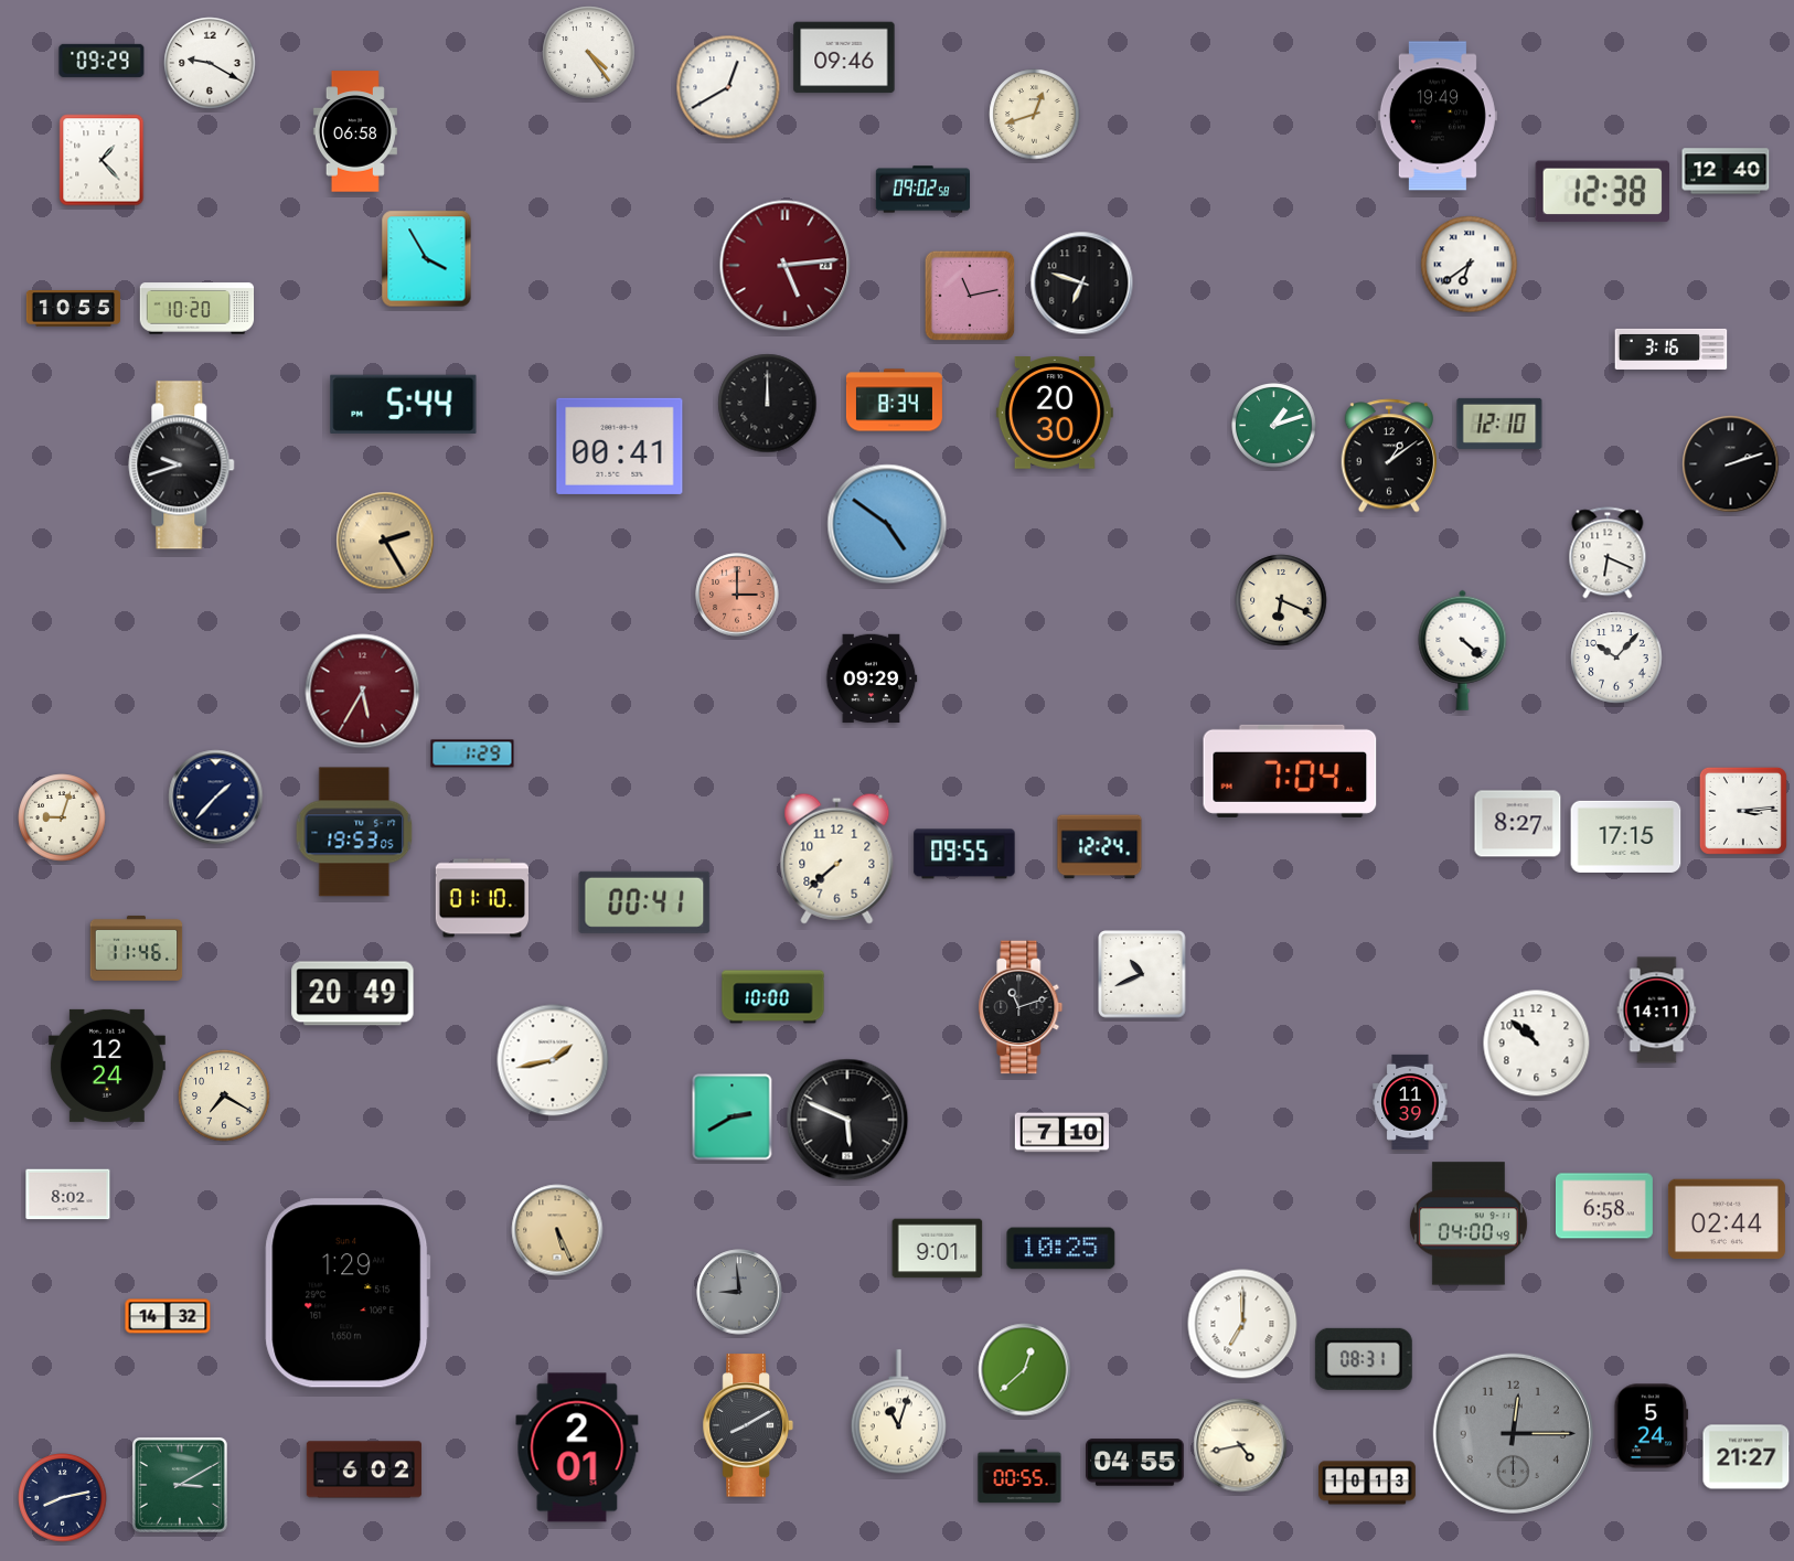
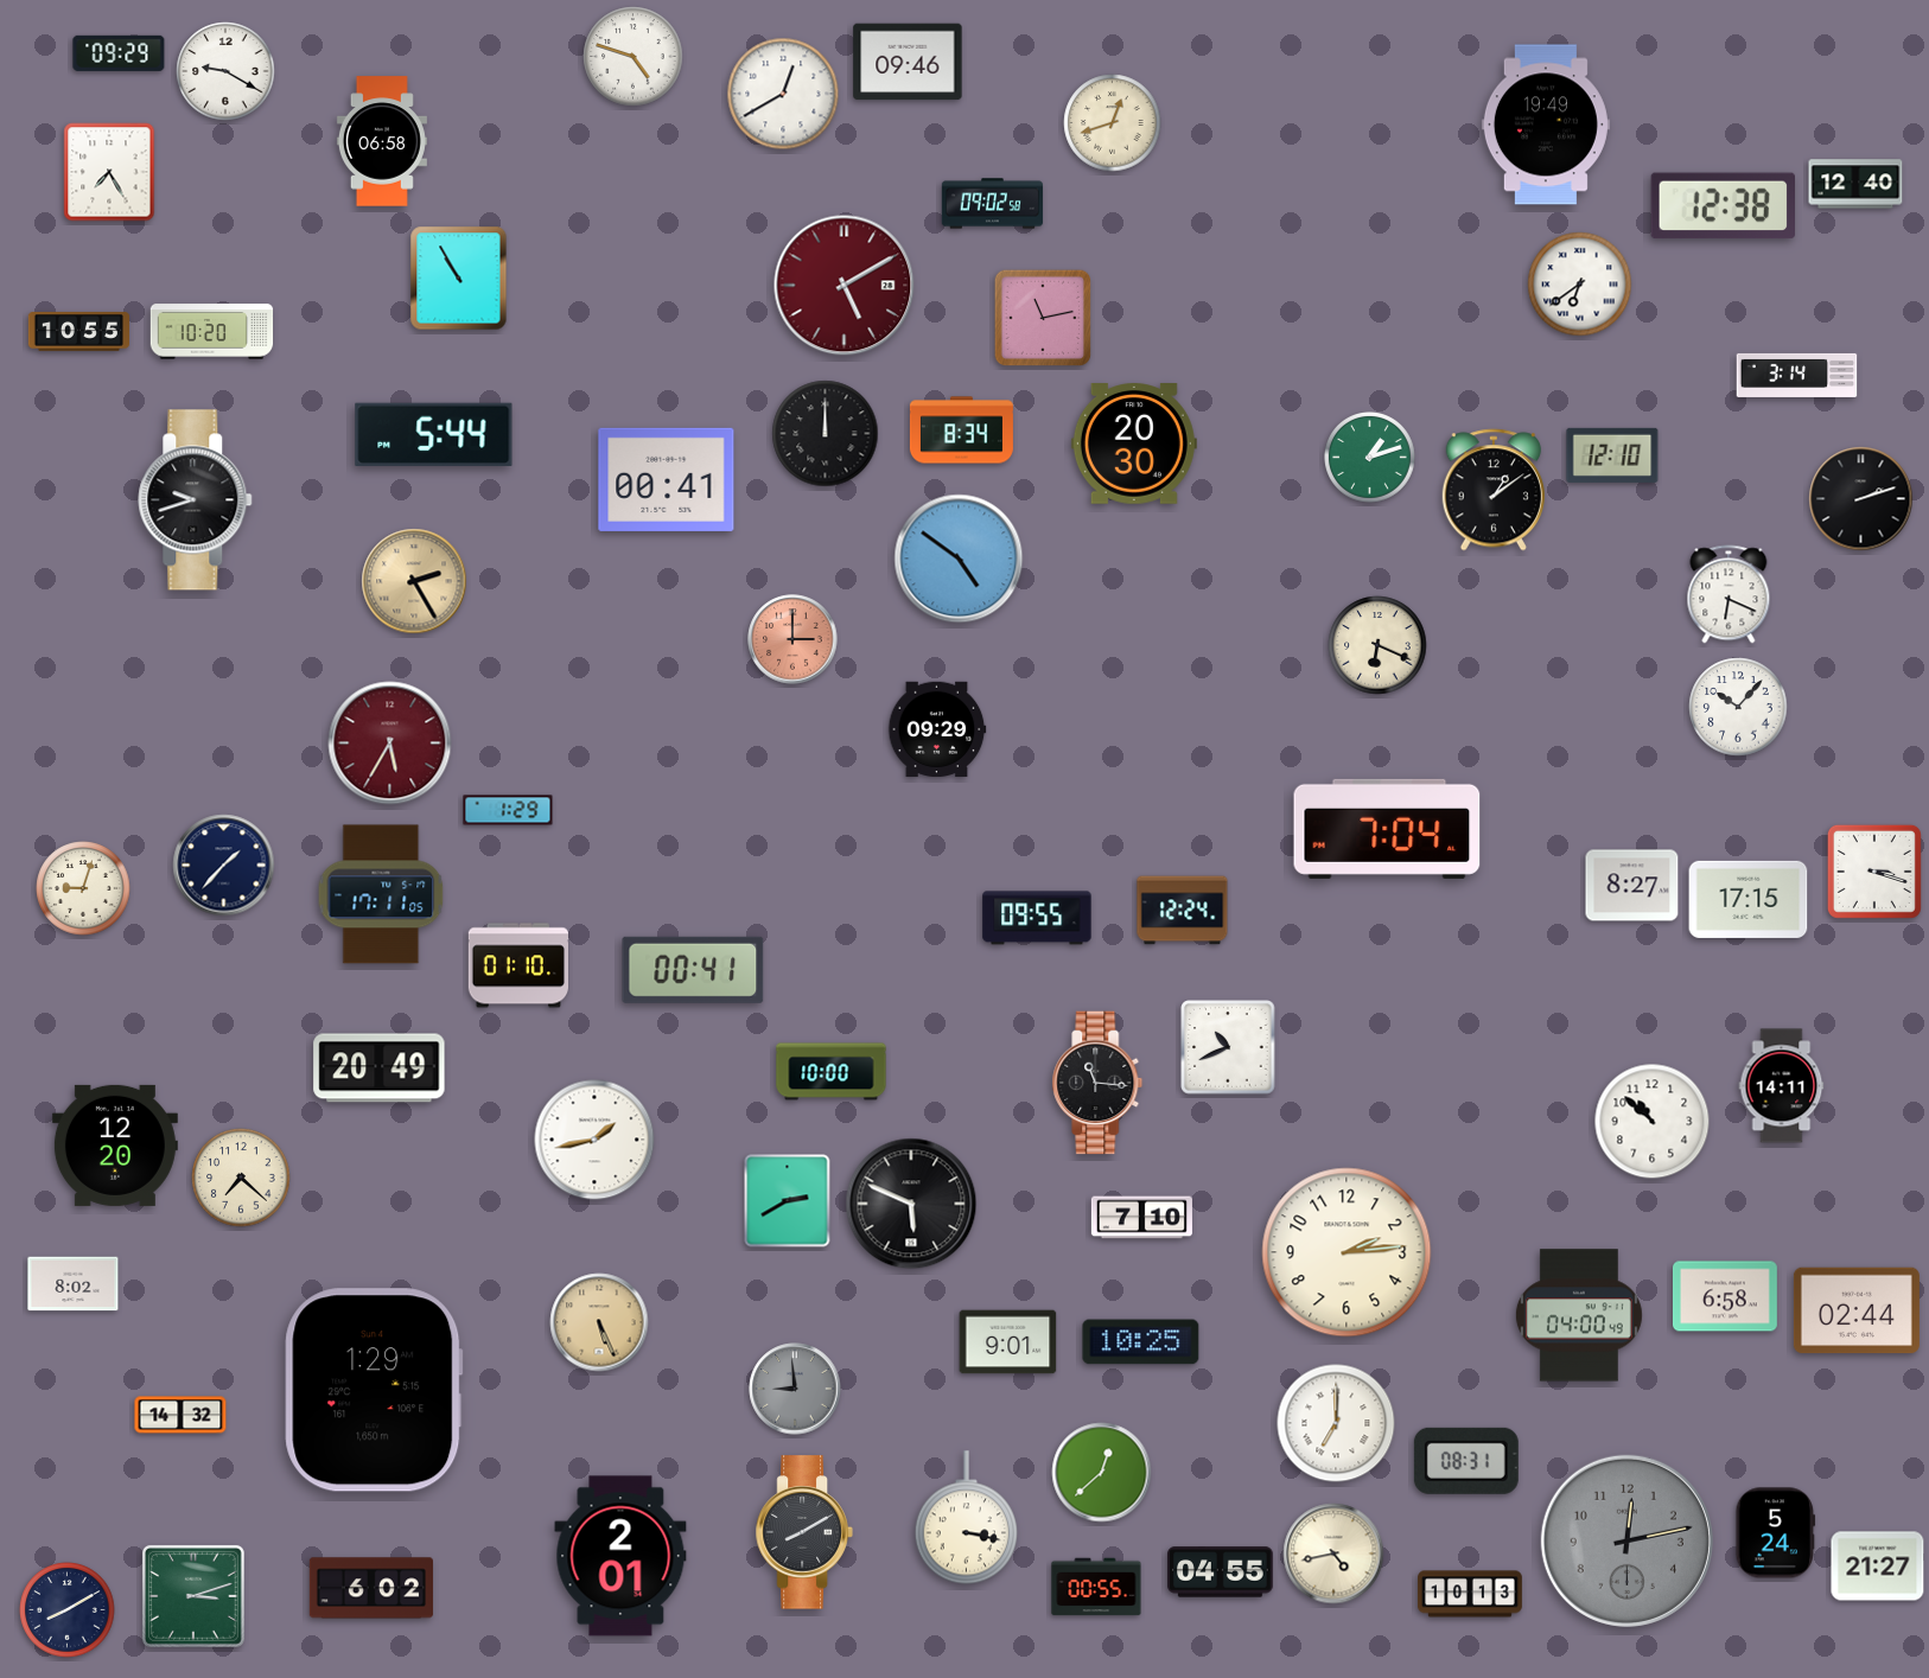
clock at (589, 53): 4:24 -> 4:48
clock at (102, 61) position: (102, 61) -> (119, 53)
clock at (210, 63) position: (210, 63) -> (225, 71)
clock at (102, 160): 1:23 -> 7:25
clock at (427, 259): 3:55 -> 10:55
clock at (786, 266): 5:14 -> 5:10
clock at (1082, 284): 6:48 -> none
clock at (1672, 349): 3:16 -> 3:14
clock at (887, 524) position: (887, 524) -> (959, 559)
clock at (1463, 650): 4:22 -> none
clock at (216, 798) position: (216, 798) -> (224, 866)
clock at (1743, 811): 3:14 -> 3:18
clock at (62, 817) position: (62, 817) -> (83, 888)
clock at (354, 832): 19:53 -> 17:11
clock at (837, 858): 7:38 -> none
clock at (137, 948): 11:46 -> none
clock at (1021, 1007): 11:12 -> 11:16
clock at (107, 1066): 12:24 -> 12:20
clock at (224, 1095): 7:20 -> 7:22
clock at (1410, 1102): 11:39 -> none
clock at (1347, 1252): none -> 2:14
clock at (898, 1412): 11:03 -> 3:17
clock at (1513, 1433): 12:15 -> 12:13
clock at (364, 1469) position: (364, 1469) -> (371, 1588)
clock at (180, 1485): 3:10 -> 3:12
clock at (63, 1498): 8:13 -> 8:10
